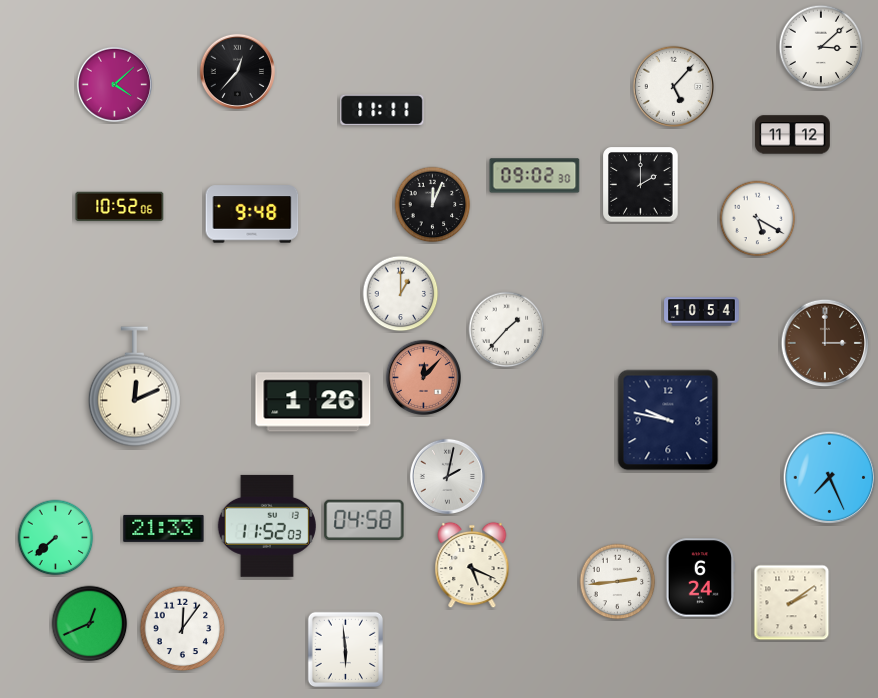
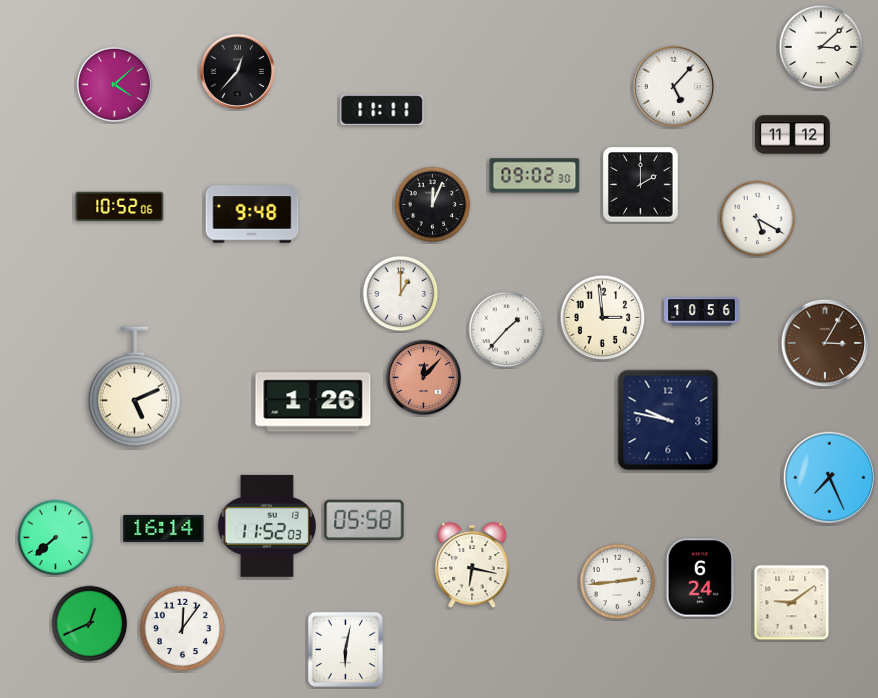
clock at (702, 312): 10:54 -> 10:56
clock at (603, 318): none -> 2:59
clock at (825, 343): 3:00 -> 3:05
clock at (134, 387): 12:11 -> 5:11
clock at (447, 476): 2:02 -> none
clock at (364, 519): 04:58 -> 05:58
clock at (164, 528): 21:33 -> 16:14
clock at (472, 565): 5:19 -> 6:17
clock at (792, 603): 2:09 -> 9:09
clock at (345, 649): 5:59 -> 6:02
